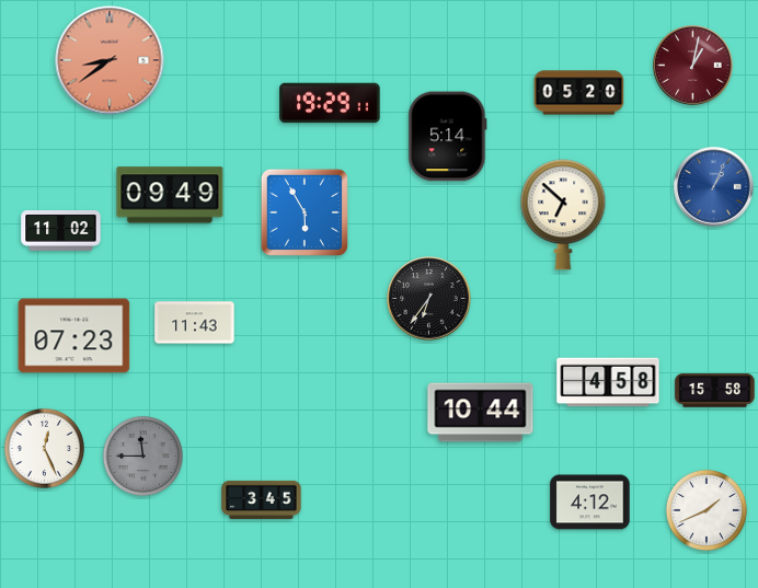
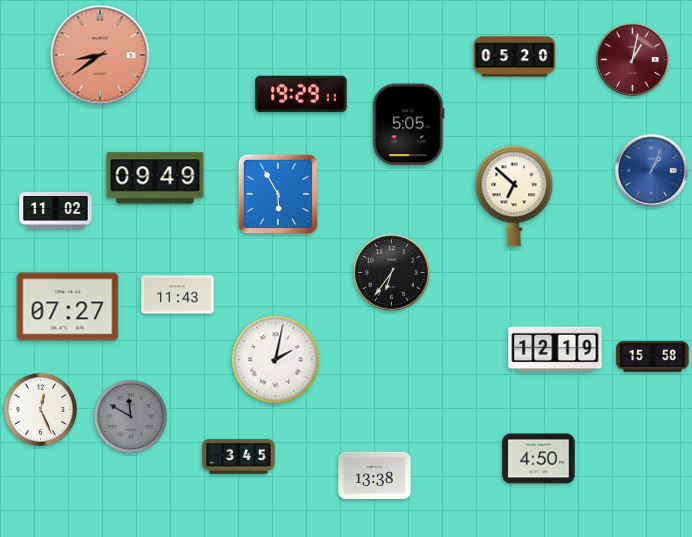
clock at (579, 93) position: (579, 93) -> (515, 57)
clock at (448, 137): 5:14 -> 5:05
clock at (74, 336): 07:23 -> 07:27
clock at (608, 382): 4:58 -> 12:19
clock at (276, 360): none -> 2:02
clock at (481, 413): 10:44 -> none
clock at (142, 456): 11:45 -> 11:50
clock at (590, 503): 4:12 -> 4:50
clock at (707, 510): 1:41 -> none
clock at (375, 475): none -> 13:38
